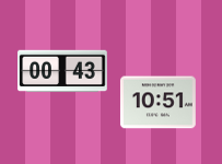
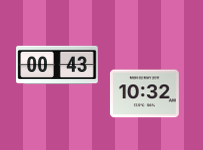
clock at (157, 103): 10:51 -> 10:32
